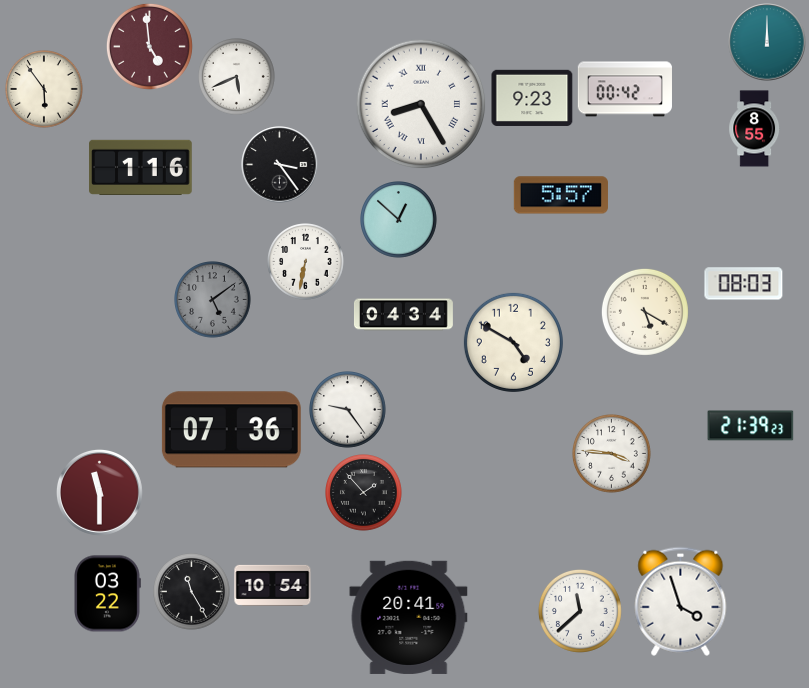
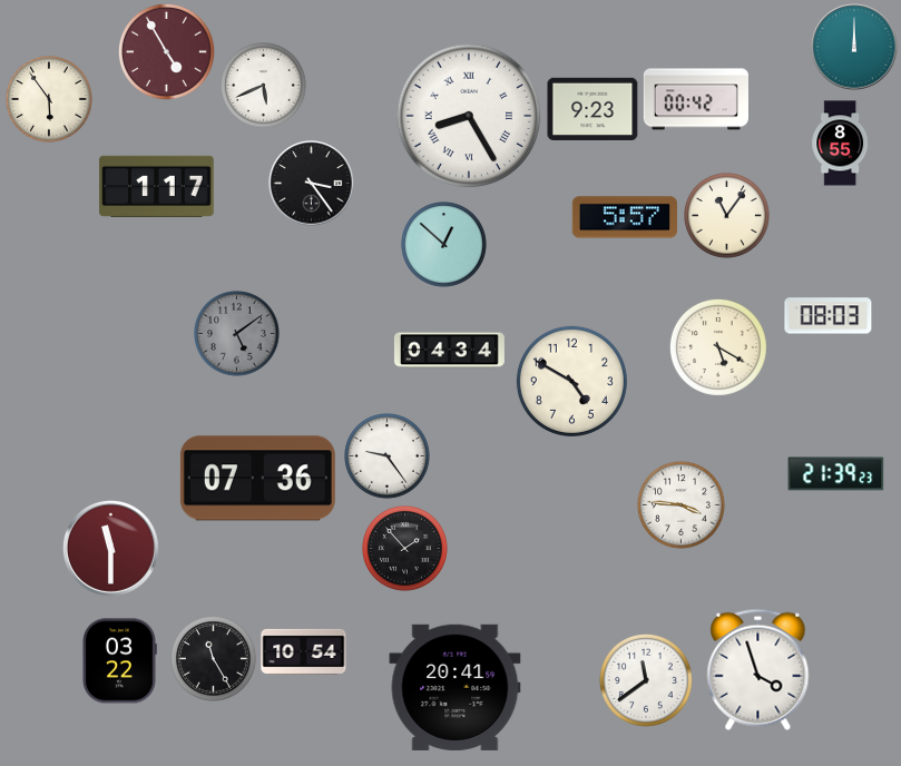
clock at (149, 46): 4:59 -> 4:55
clock at (141, 167): 1:16 -> 1:17
clock at (727, 216): none -> 11:06
clock at (306, 262): 6:32 -> none
clock at (580, 611): 11:38 -> 11:39
